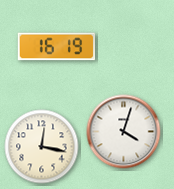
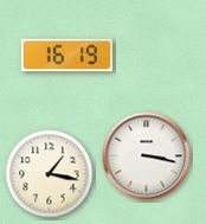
clock at (124, 132): 4:03 -> 3:17
clock at (42, 147): 12:17 -> 1:17
